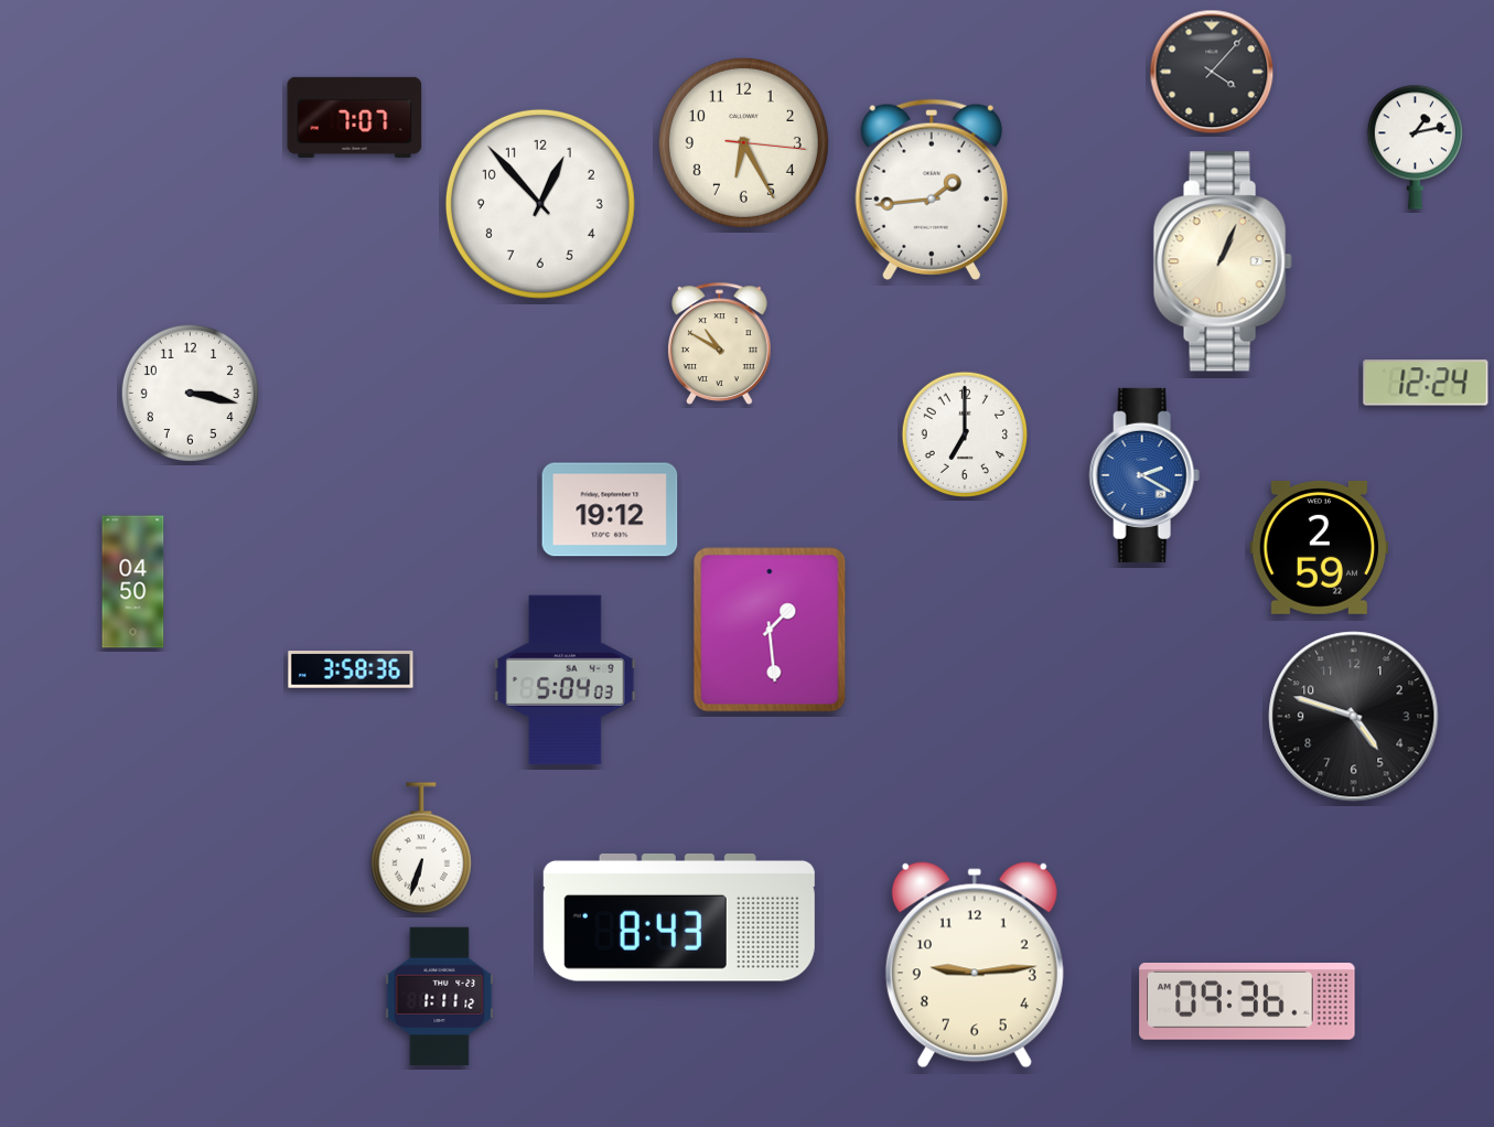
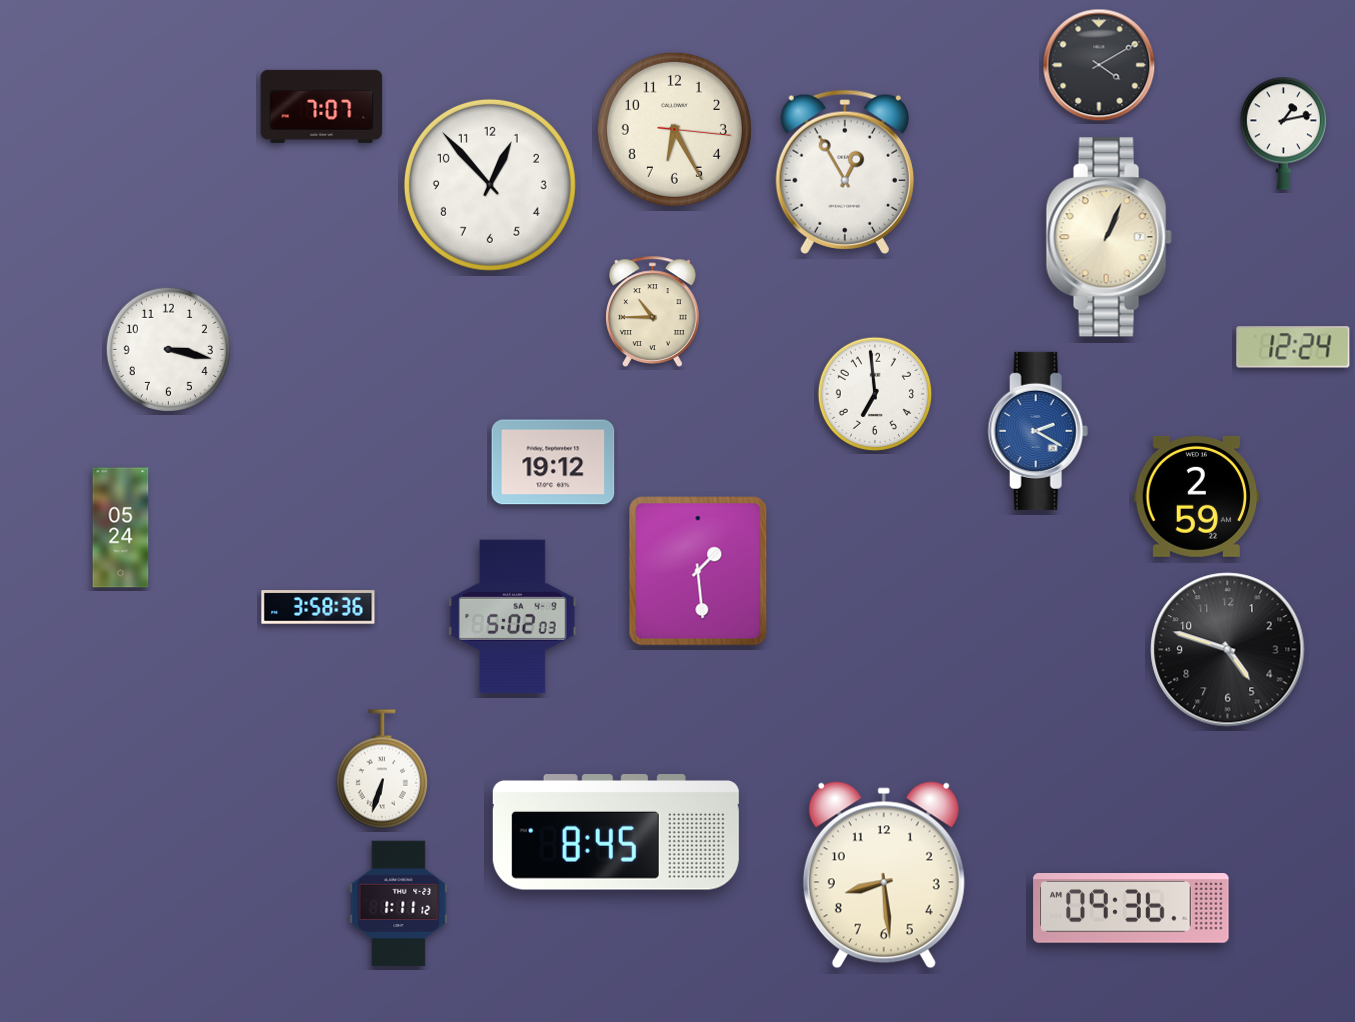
clock at (1212, 72): 4:07 -> 4:10
clock at (932, 190): 1:44 -> 12:55
clock at (720, 343): 10:50 -> 10:45
clock at (190, 393) position: (190, 393) -> (168, 349)
clock at (964, 433): 7:00 -> 6:59
clock at (133, 582): 04:50 -> 05:24
clock at (566, 680): 5:04 -> 5:02
clock at (679, 919): 8:43 -> 8:45
clock at (975, 965): 9:14 -> 8:29
